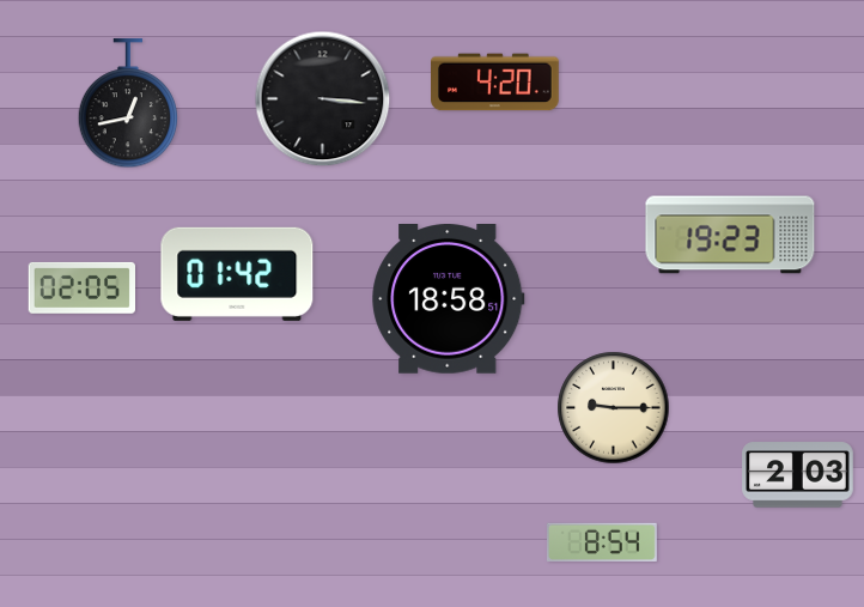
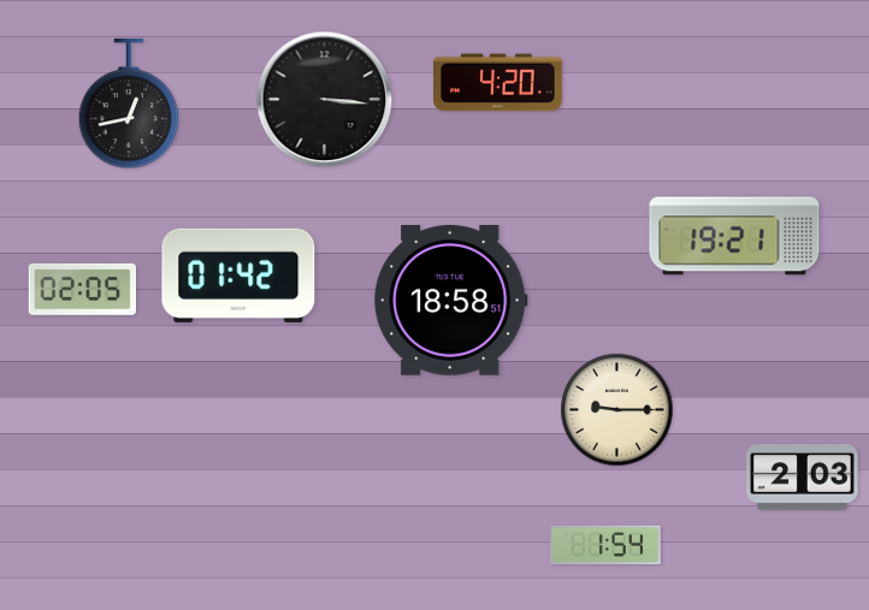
clock at (730, 235): 19:23 -> 19:21
clock at (602, 541): 8:54 -> 1:54
